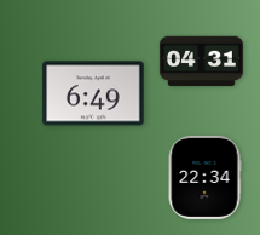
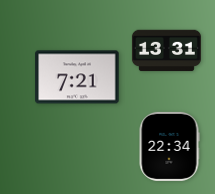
clock at (201, 62): 04:31 -> 13:31
clock at (93, 93): 6:49 -> 7:21
